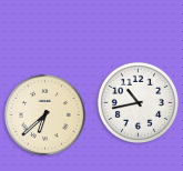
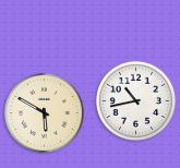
clock at (44, 114): 6:38 -> 5:50
